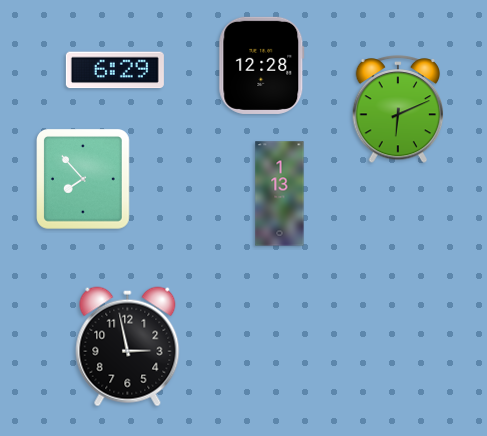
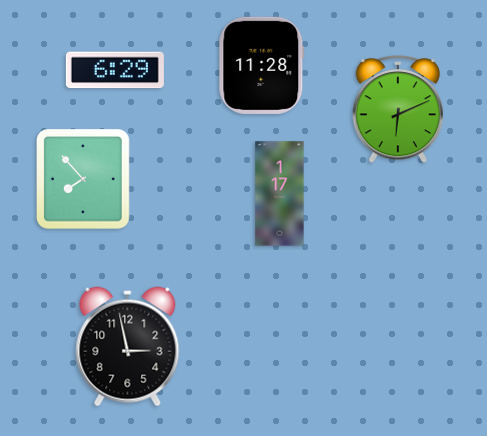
clock at (262, 65): 12:28 -> 11:28
clock at (280, 194): 1:13 -> 1:17
